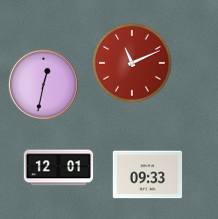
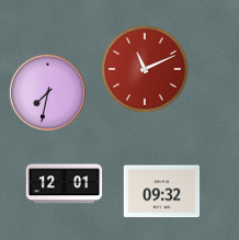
clock at (43, 84): 12:32 -> 7:32
clock at (148, 175): 09:33 -> 09:32
